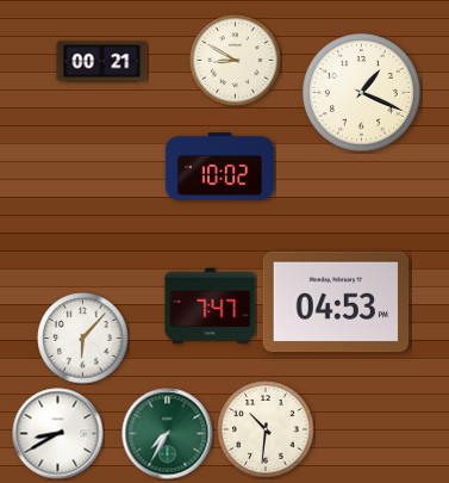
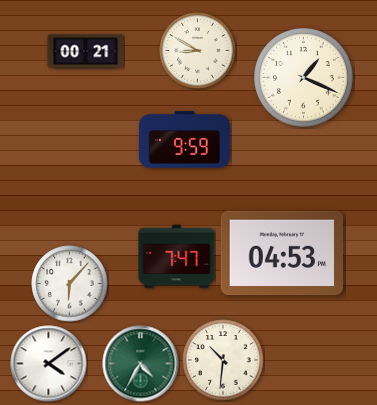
clock at (219, 167): 10:02 -> 9:59
clock at (58, 434): 8:40 -> 4:09
clock at (168, 434): 7:35 -> 4:35
